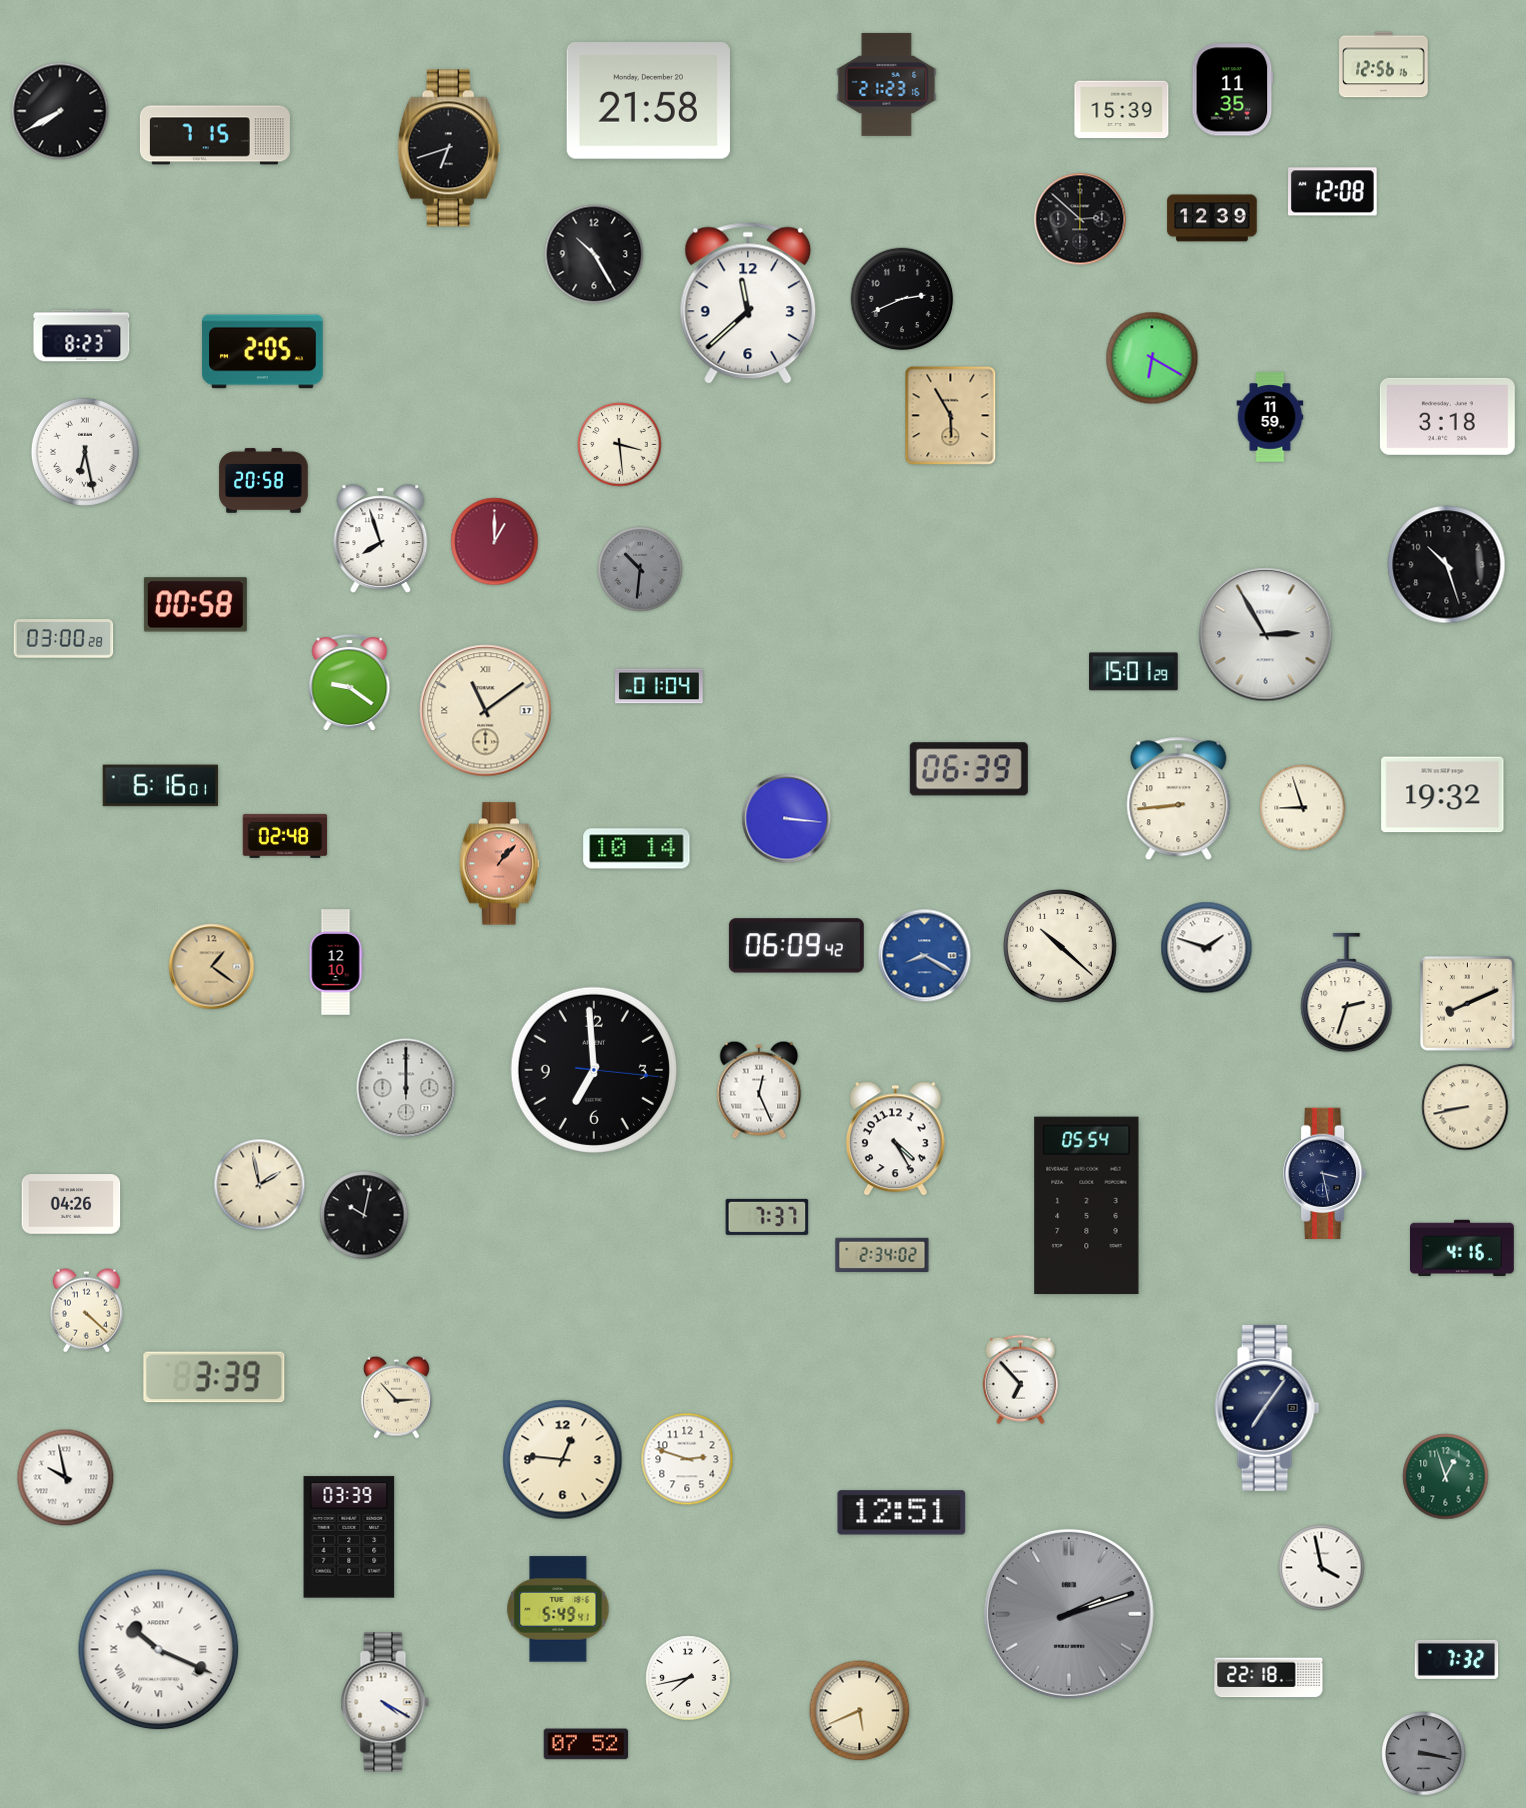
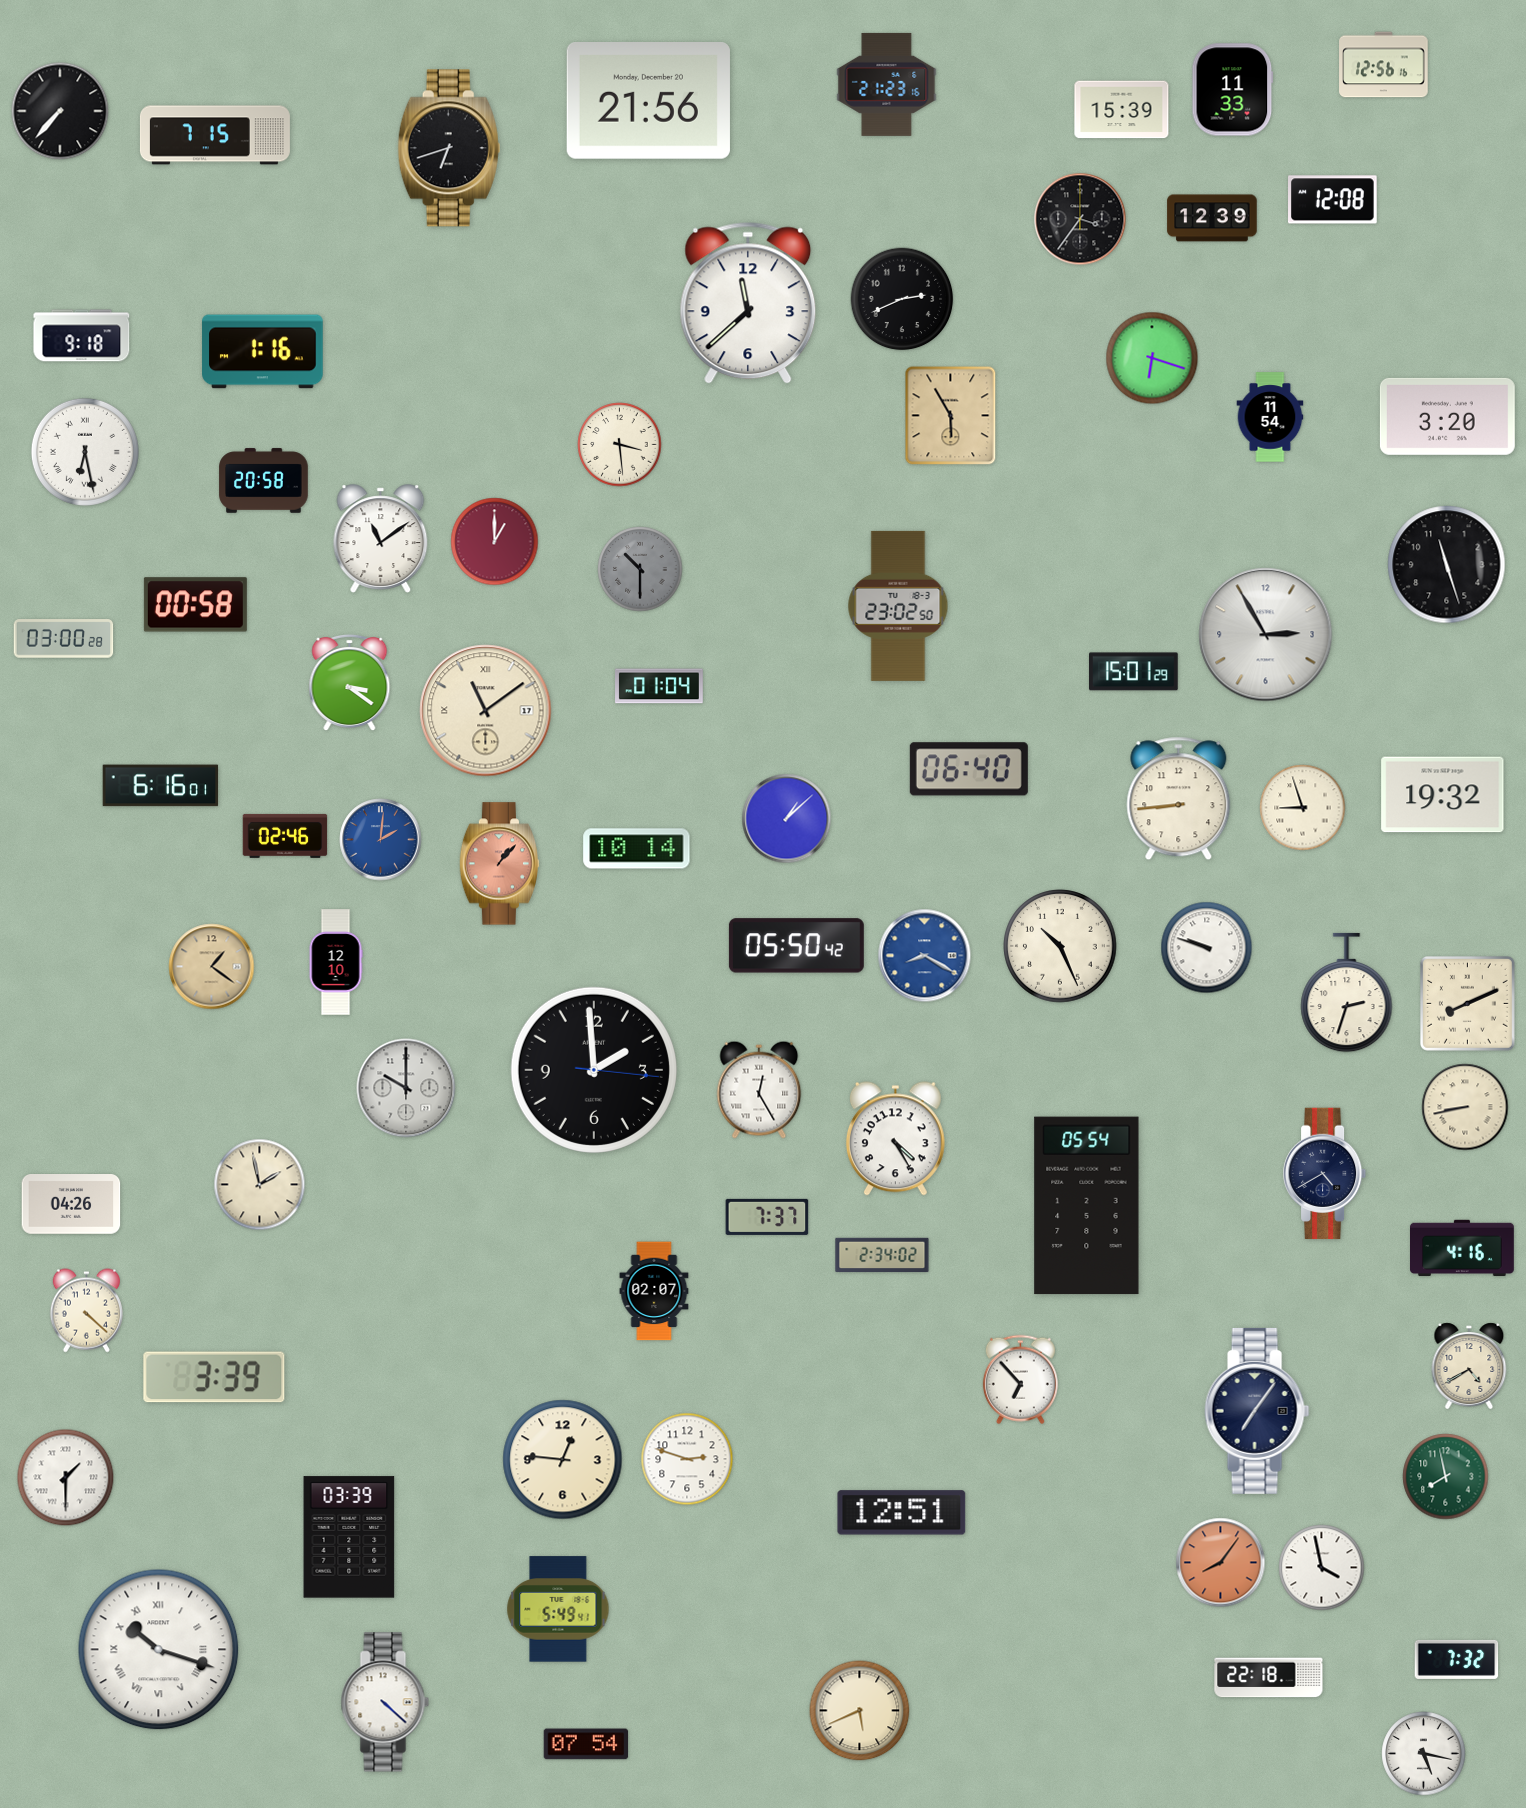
clock at (1233, 90): 11:35 -> 11:33
clock at (648, 101): 21:58 -> 21:56
clock at (60, 111): 7:40 -> 7:37
clock at (1333, 192) position: (1333, 192) -> (1333, 200)
clock at (1080, 219): 2:52 -> 3:36
clock at (594, 254): 10:25 -> none
clock at (82, 336): 8:23 -> 9:18
clock at (263, 352): 2:05 -> 1:16
clock at (1152, 358): 6:20 -> 6:18
clock at (1447, 416): 3:18 -> 3:20
clock at (1270, 417): 11:59 -> 11:54
clock at (381, 539): 7:57 -> 11:09
clock at (1447, 565): 10:27 -> 11:27
clock at (640, 569): 10:31 -> 10:30
clock at (898, 606): none -> 23:02
clock at (350, 682): 9:21 -> 3:21
clock at (969, 769): 06:39 -> 06:40
clock at (787, 819): 3:16 -> 1:08
clock at (285, 836): 02:48 -> 02:46
clock at (381, 840): none -> 2:01
clock at (796, 946): 06:09 -> 05:50
clock at (1060, 946): 10:22 -> 10:26
clock at (1207, 948): 1:48 -> 9:48
clock at (594, 1070): 6:59 -> 1:59
clock at (406, 1088): 12:00 -> 10:00
clock at (759, 1090): 12:26 -> 12:25
clock at (1325, 1174): 3:28 -> 4:40
clock at (364, 1215): 10:02 -> none
clock at (654, 1291): none -> 02:07
clock at (1469, 1366): none -> 4:40
clock at (396, 1397): 2:53 -> none
clock at (1267, 1408) position: (1267, 1408) -> (1257, 1411)
clock at (1446, 1477): 12:57 -> 7:58
clock at (66, 1478): 9:58 -> 1:30
clock at (1221, 1563): none -> 8:06
clock at (1069, 1614): 2:12 -> none
clock at (159, 1650): 10:19 -> 10:18
clock at (688, 1678): 7:43 -> none
clock at (385, 1702): 4:20 -> 4:22
clock at (586, 1744): 07:52 -> 07:54
clock at (1424, 1754): 3:17 -> 5:17
clock at (1424, 1754) dial: grey -> white
